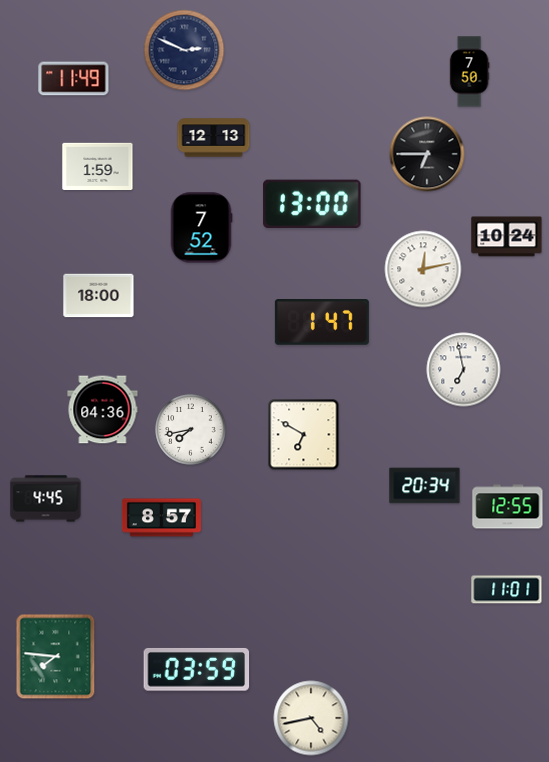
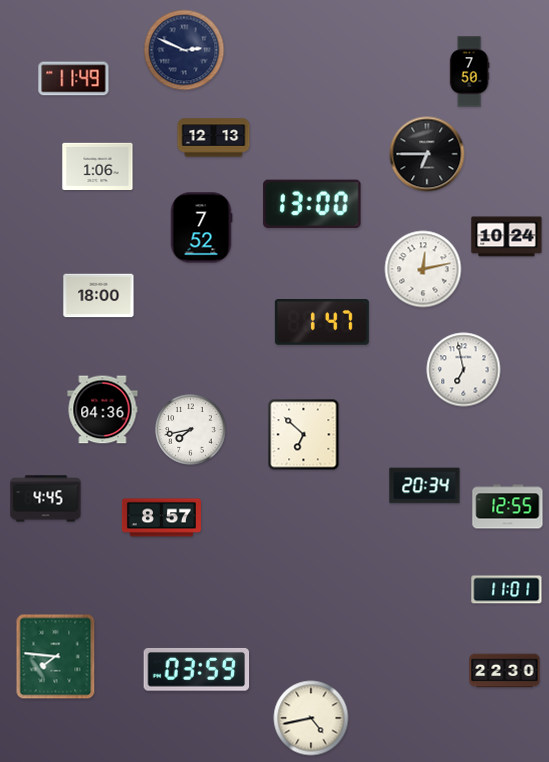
clock at (98, 166): 1:59 -> 1:06
clock at (304, 435): 6:50 -> 6:52
clock at (505, 671): none -> 22:30
